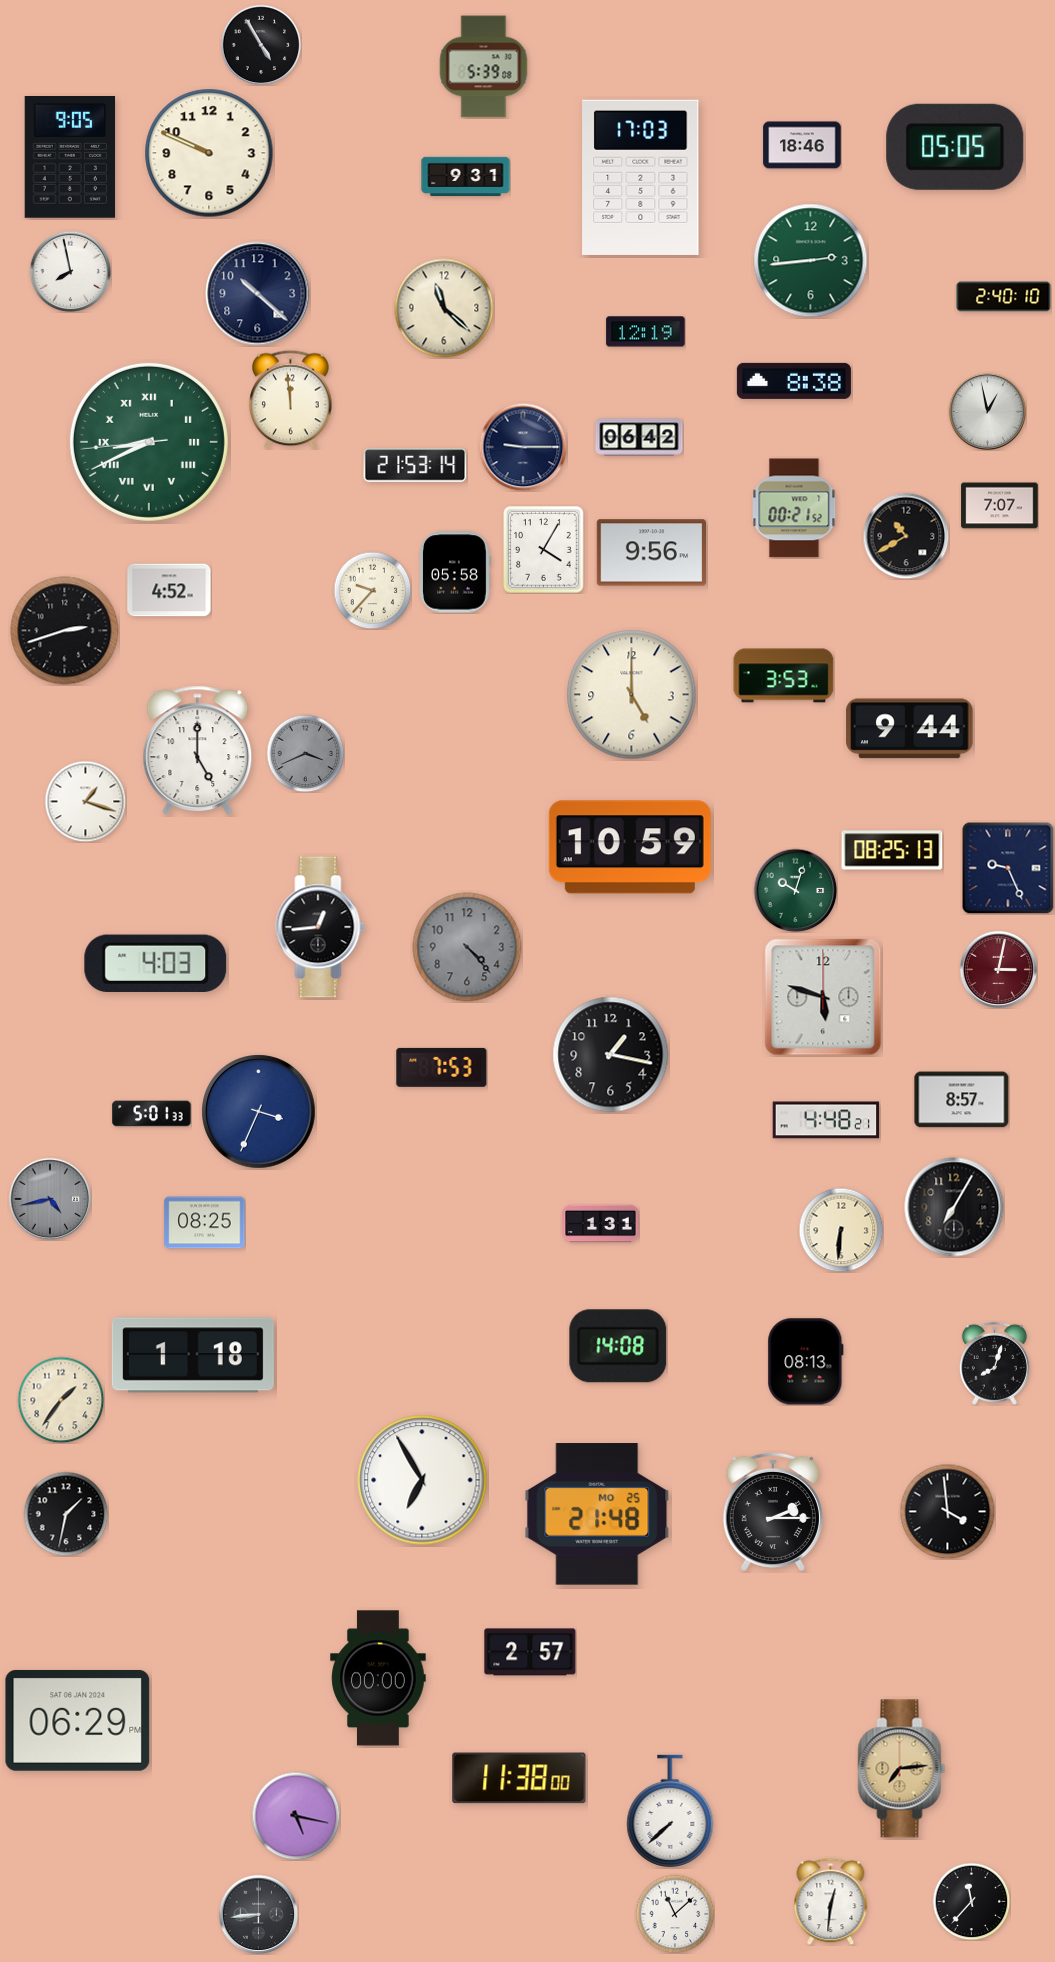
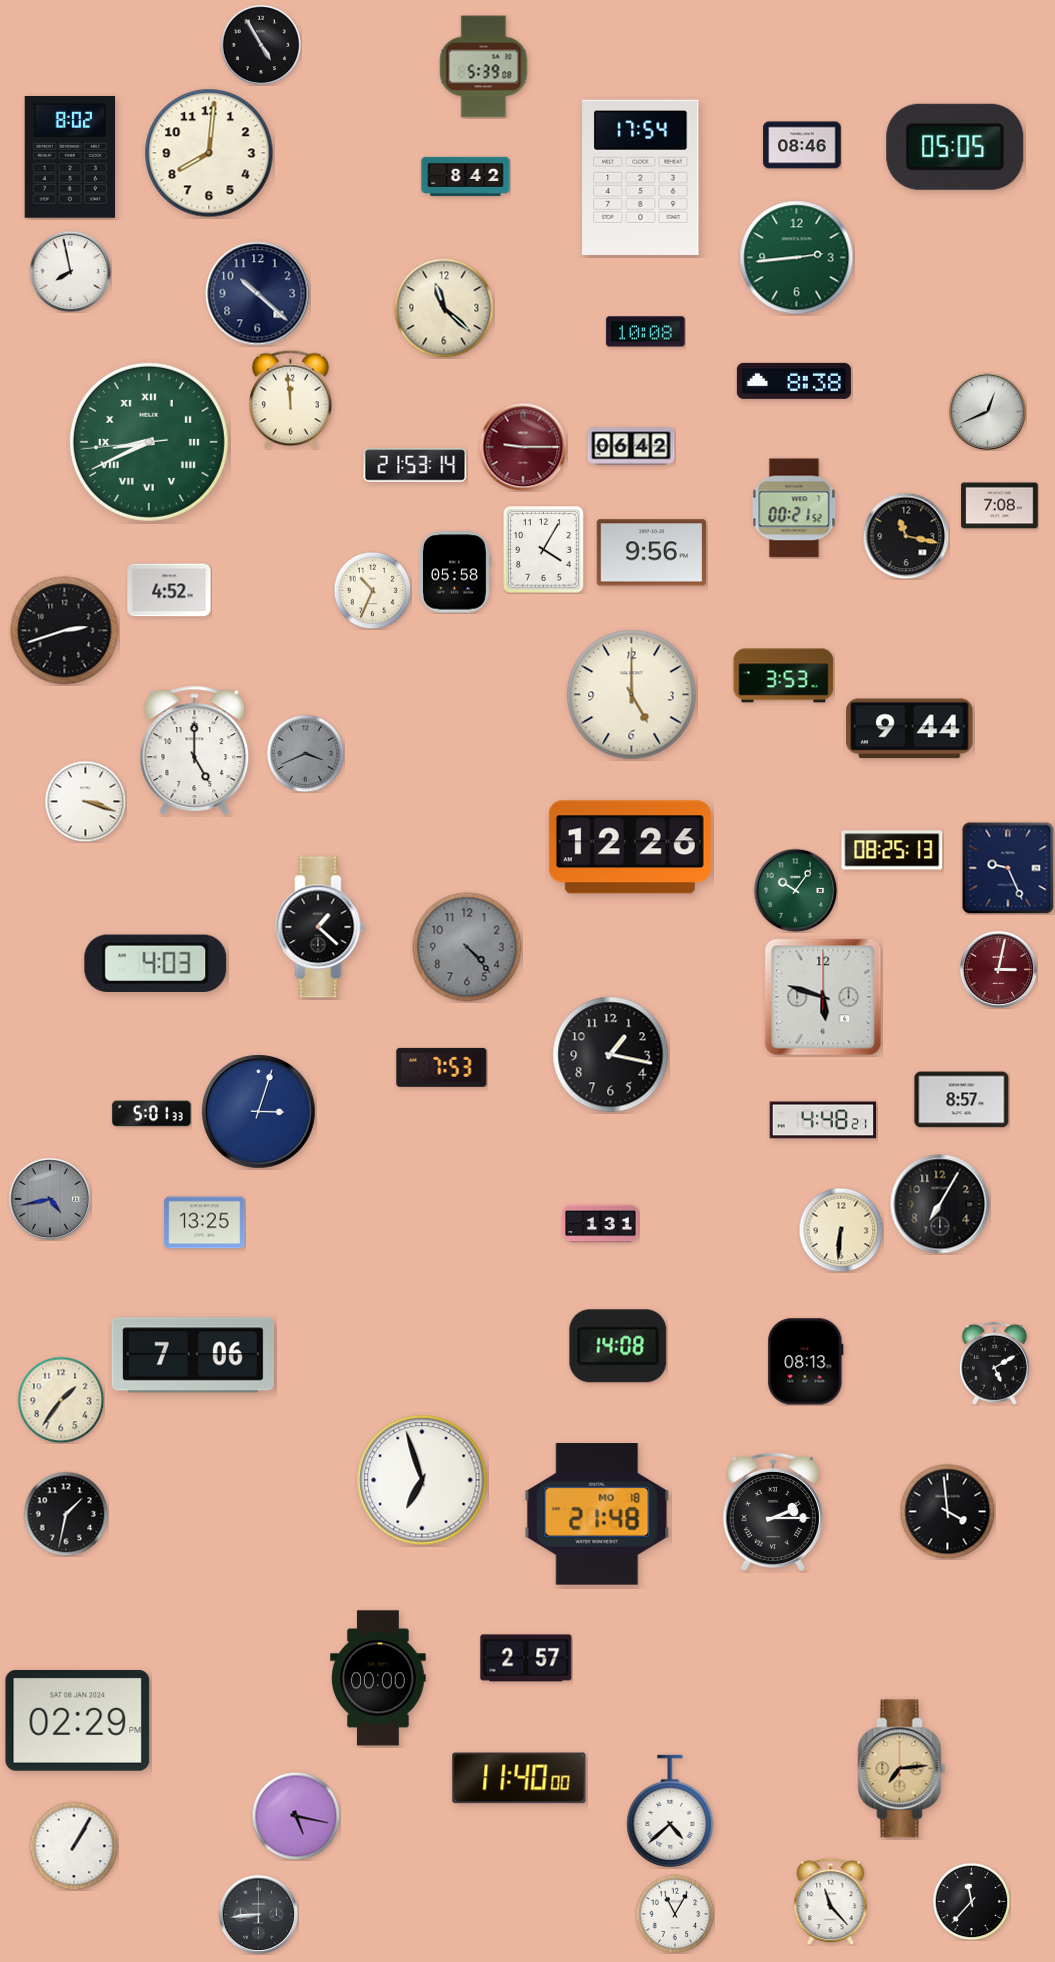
clock at (802, 145): 18:46 -> 08:46
clock at (209, 153): 9:49 -> 8:01
clock at (70, 158): 9:05 -> 8:02
clock at (466, 177): 9:31 -> 8:42
clock at (641, 177): 17:03 -> 17:54
clock at (811, 261) position: (811, 261) -> (797, 258)
clock at (1004, 297): 2:40 -> none
clock at (646, 332): 12:19 -> 10:08
clock at (987, 411): 12:58 -> 12:41
clock at (639, 437) position: (639, 437) -> (631, 446)
clock at (523, 447) dial: navy -> burgundy
clock at (1000, 506): 7:07 -> 7:08
clock at (906, 536): 10:40 -> 11:17
clock at (372, 590): 9:37 -> 10:34
clock at (198, 750) position: (198, 750) -> (195, 750)
clock at (85, 801): 1:18 -> 3:18
clock at (630, 847): 10:59 -> 12:26
clock at (795, 890): 10:03 -> 10:06
clock at (320, 927): 12:44 -> 1:22
clock at (259, 1112): 3:34 -> 3:03
clock at (826, 1120) position: (826, 1120) -> (823, 1120)
clock at (954, 1207) position: (954, 1207) -> (940, 1204)
clock at (205, 1223): 08:25 -> 13:25
clock at (193, 1355): 1:18 -> 7:06
clock at (994, 1363): 8:03 -> 5:10
clock at (422, 1480): 6:55 -> 6:57
clock at (597, 1514) date: MO 25 -> MO 18
clock at (530, 1652) position: (530, 1652) -> (526, 1658)
clock at (78, 1720): 06:29 -> 02:29
clock at (519, 1778): 11:38 -> 11:40
clock at (670, 1811): 7:38 -> 4:38
clock at (74, 1846): none -> 1:05
clock at (831, 1901): 12:31 -> 11:23
clock at (675, 1914): 11:08 -> 11:05
